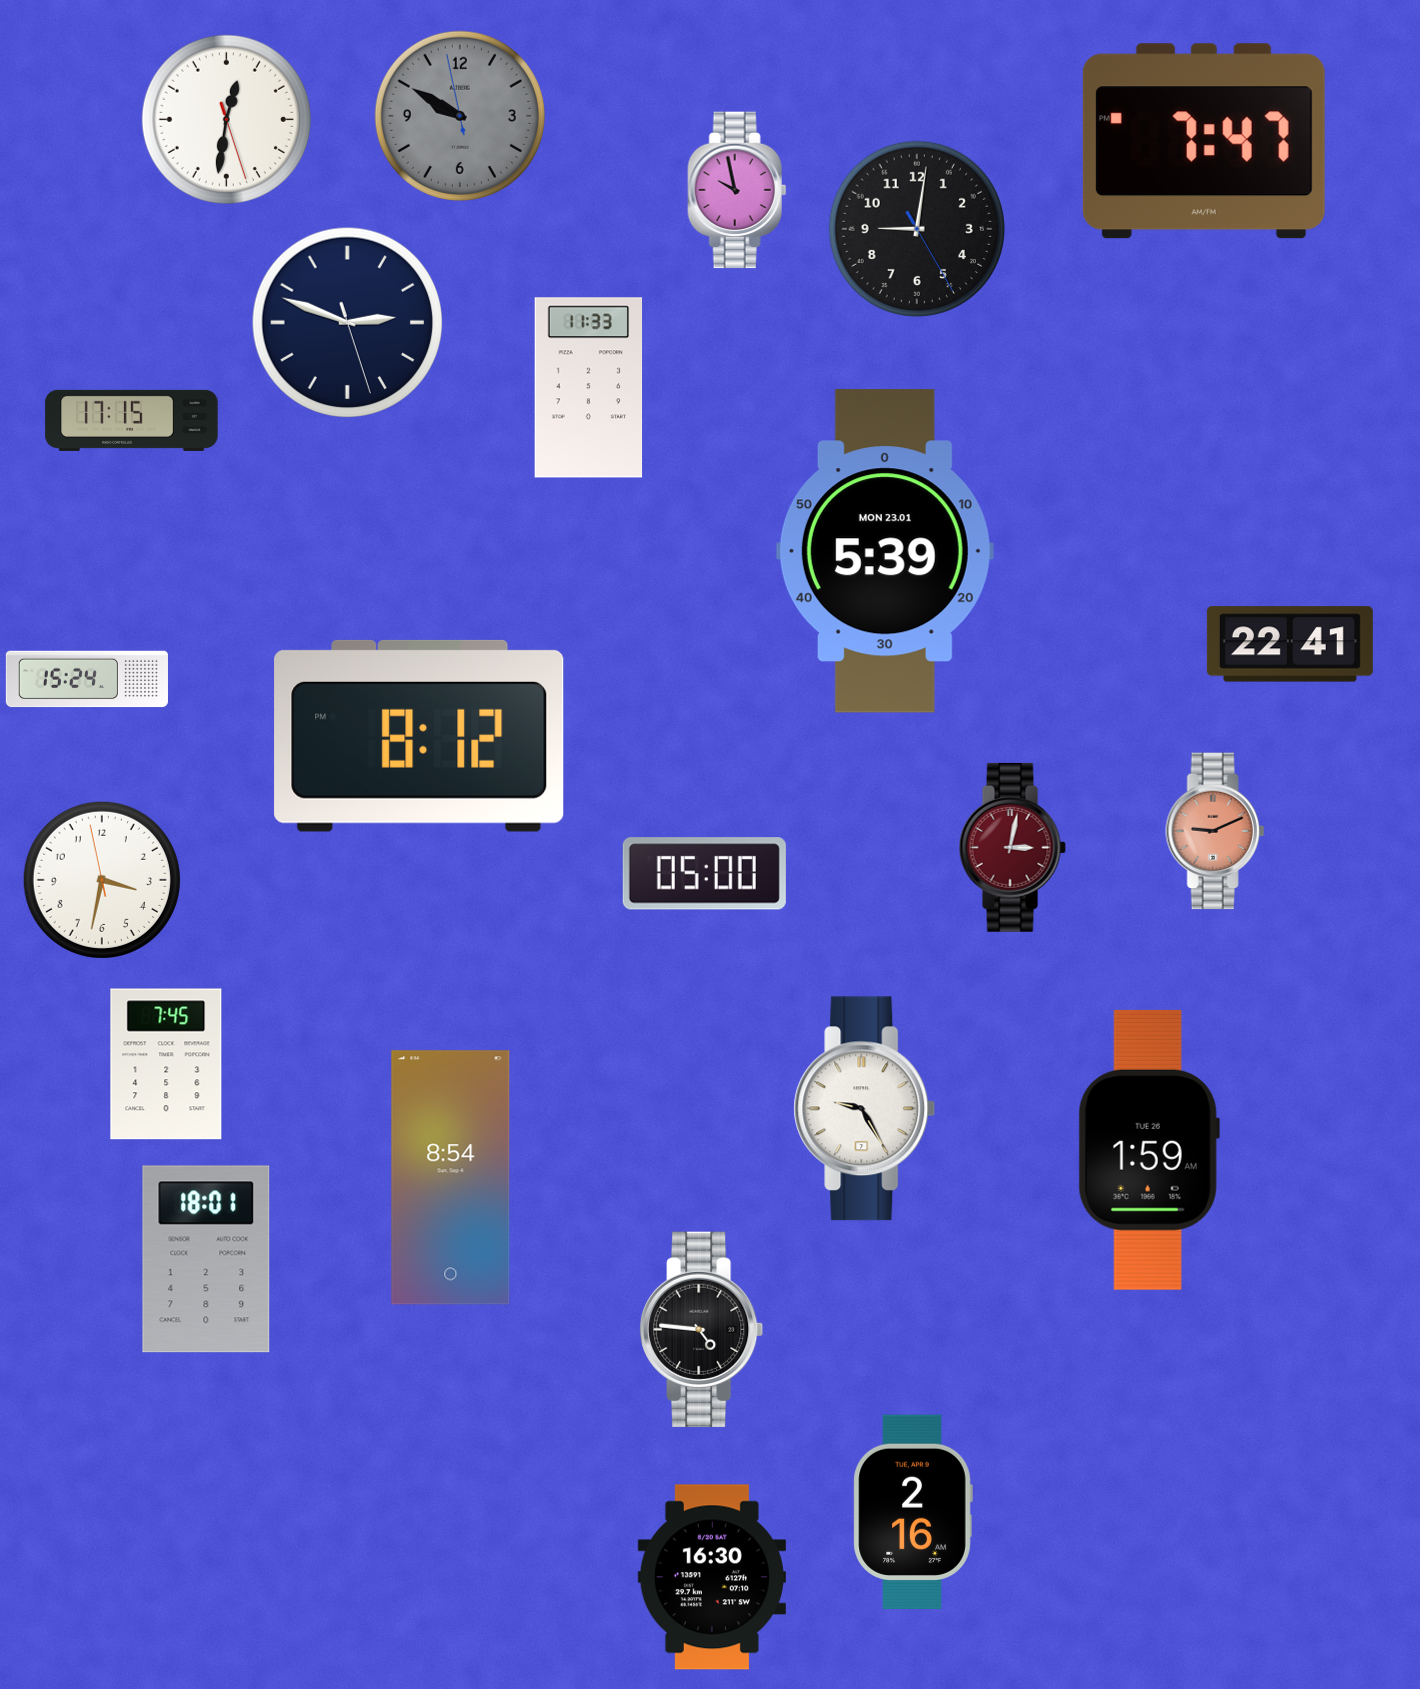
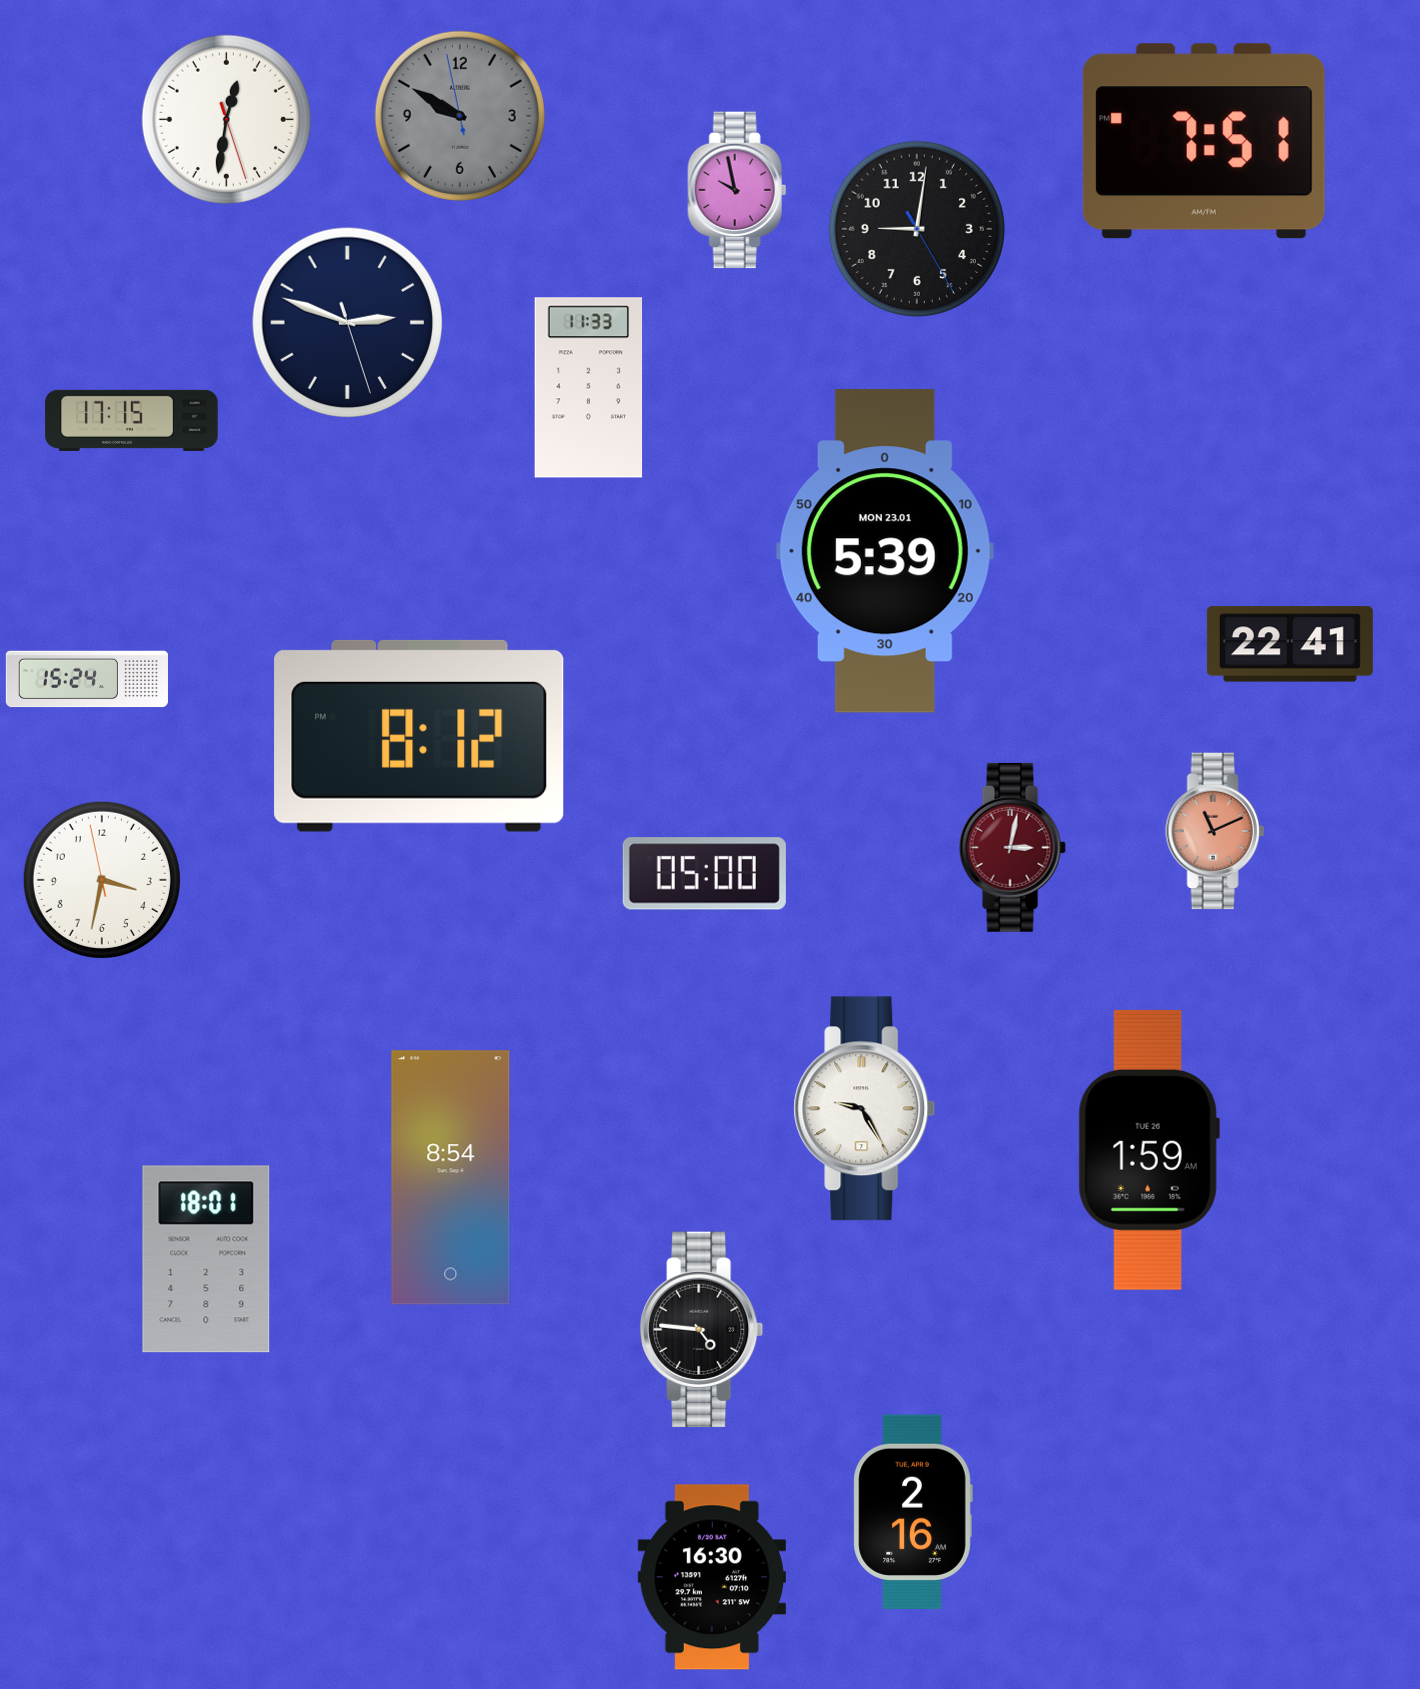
clock at (1204, 141): 7:47 -> 7:51
clock at (1215, 831): 9:11 -> 11:11
clock at (166, 1064): 7:45 -> none
